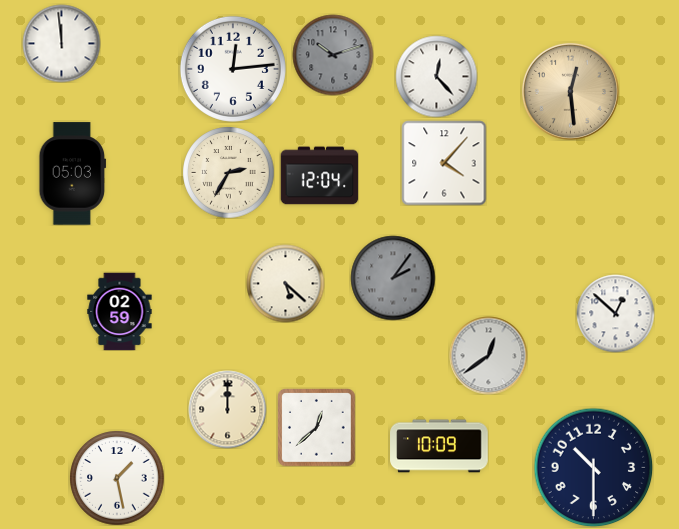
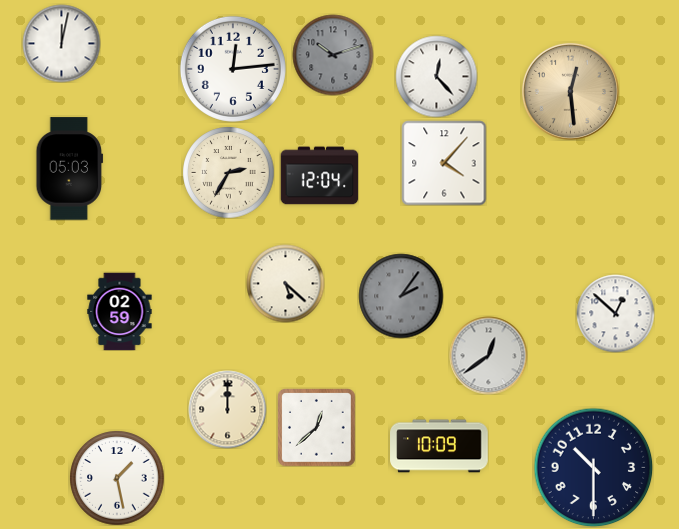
clock at (61, 43): 11:59 -> 12:02
clock at (73, 174) position: (73, 174) -> (70, 169)
clock at (393, 278) position: (393, 278) -> (401, 296)
